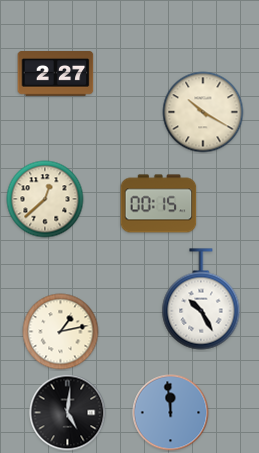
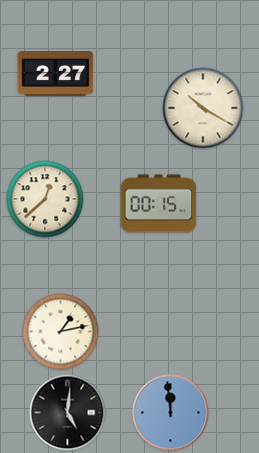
clock at (203, 112) position: (203, 112) -> (203, 108)
clock at (201, 299): 10:25 -> none
